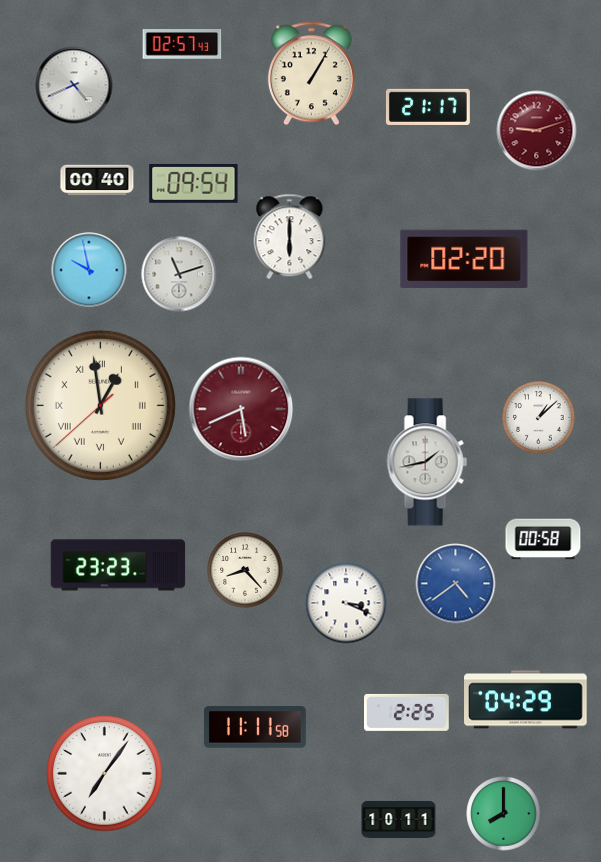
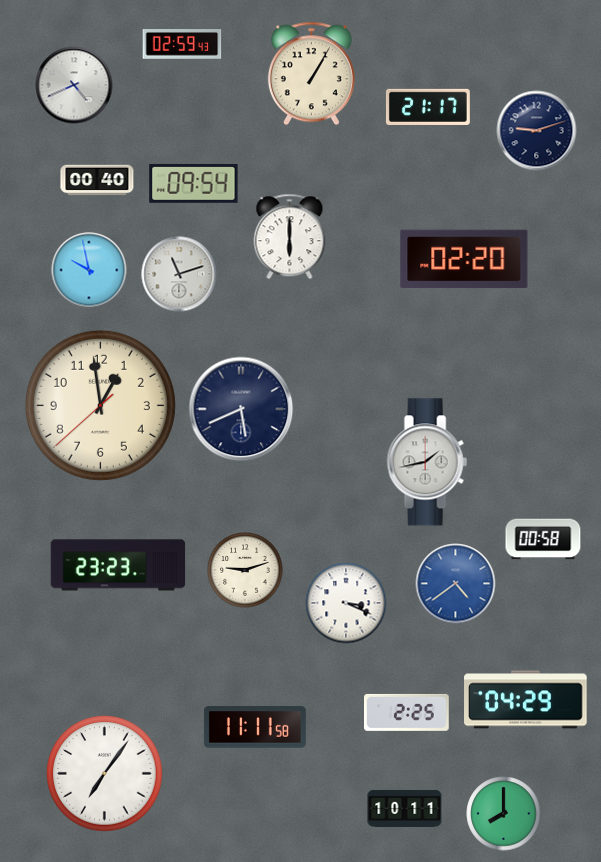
clock at (182, 45): 02:57 -> 02:59
clock at (537, 131) dial: burgundy -> navy
clock at (100, 405) numerals: Roman -> Arabic
clock at (241, 409) dial: burgundy -> navy
clock at (539, 418): 1:08 -> none
clock at (245, 570): 8:23 -> 9:12
clock at (399, 819) position: (399, 819) -> (405, 808)
